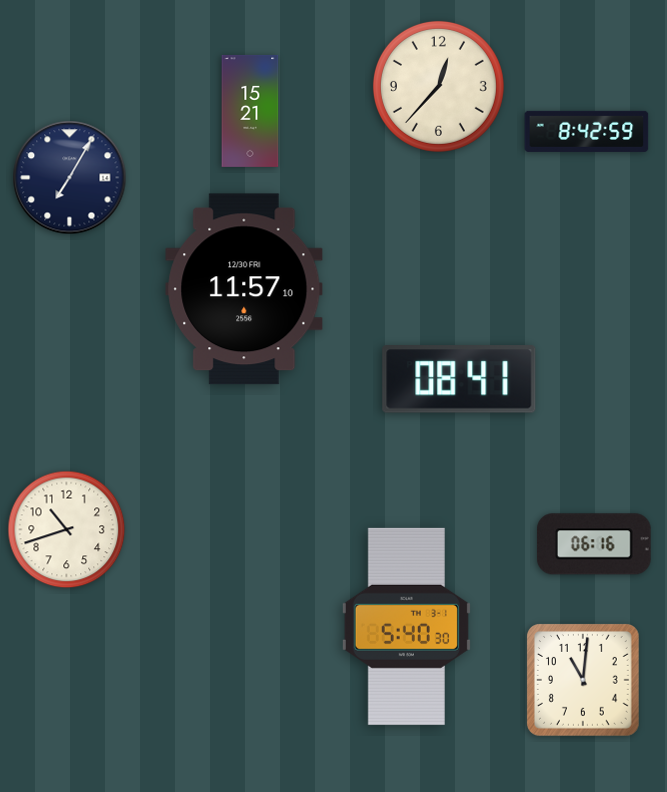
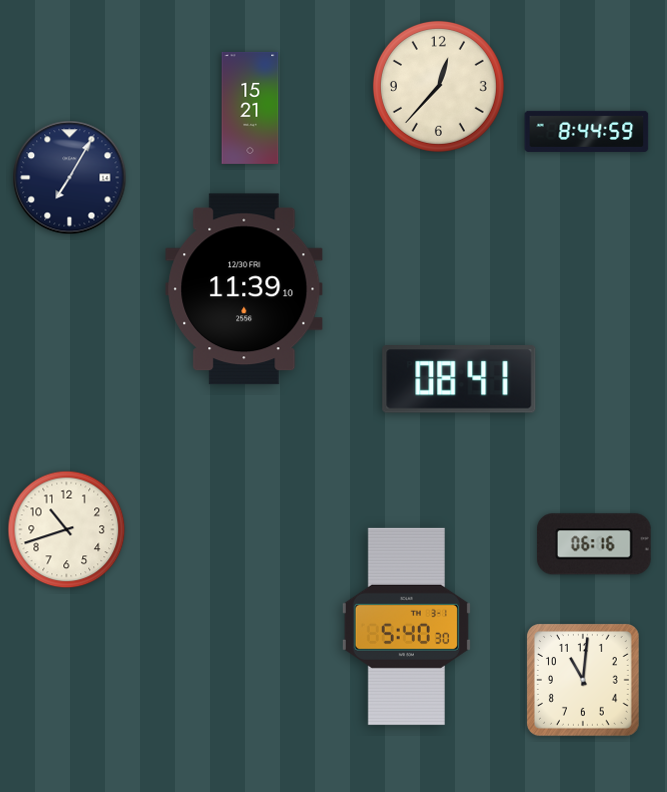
clock at (250, 111) position: (250, 111) -> (250, 108)
clock at (587, 131): 8:42 -> 8:44
clock at (244, 289): 11:57 -> 11:39
